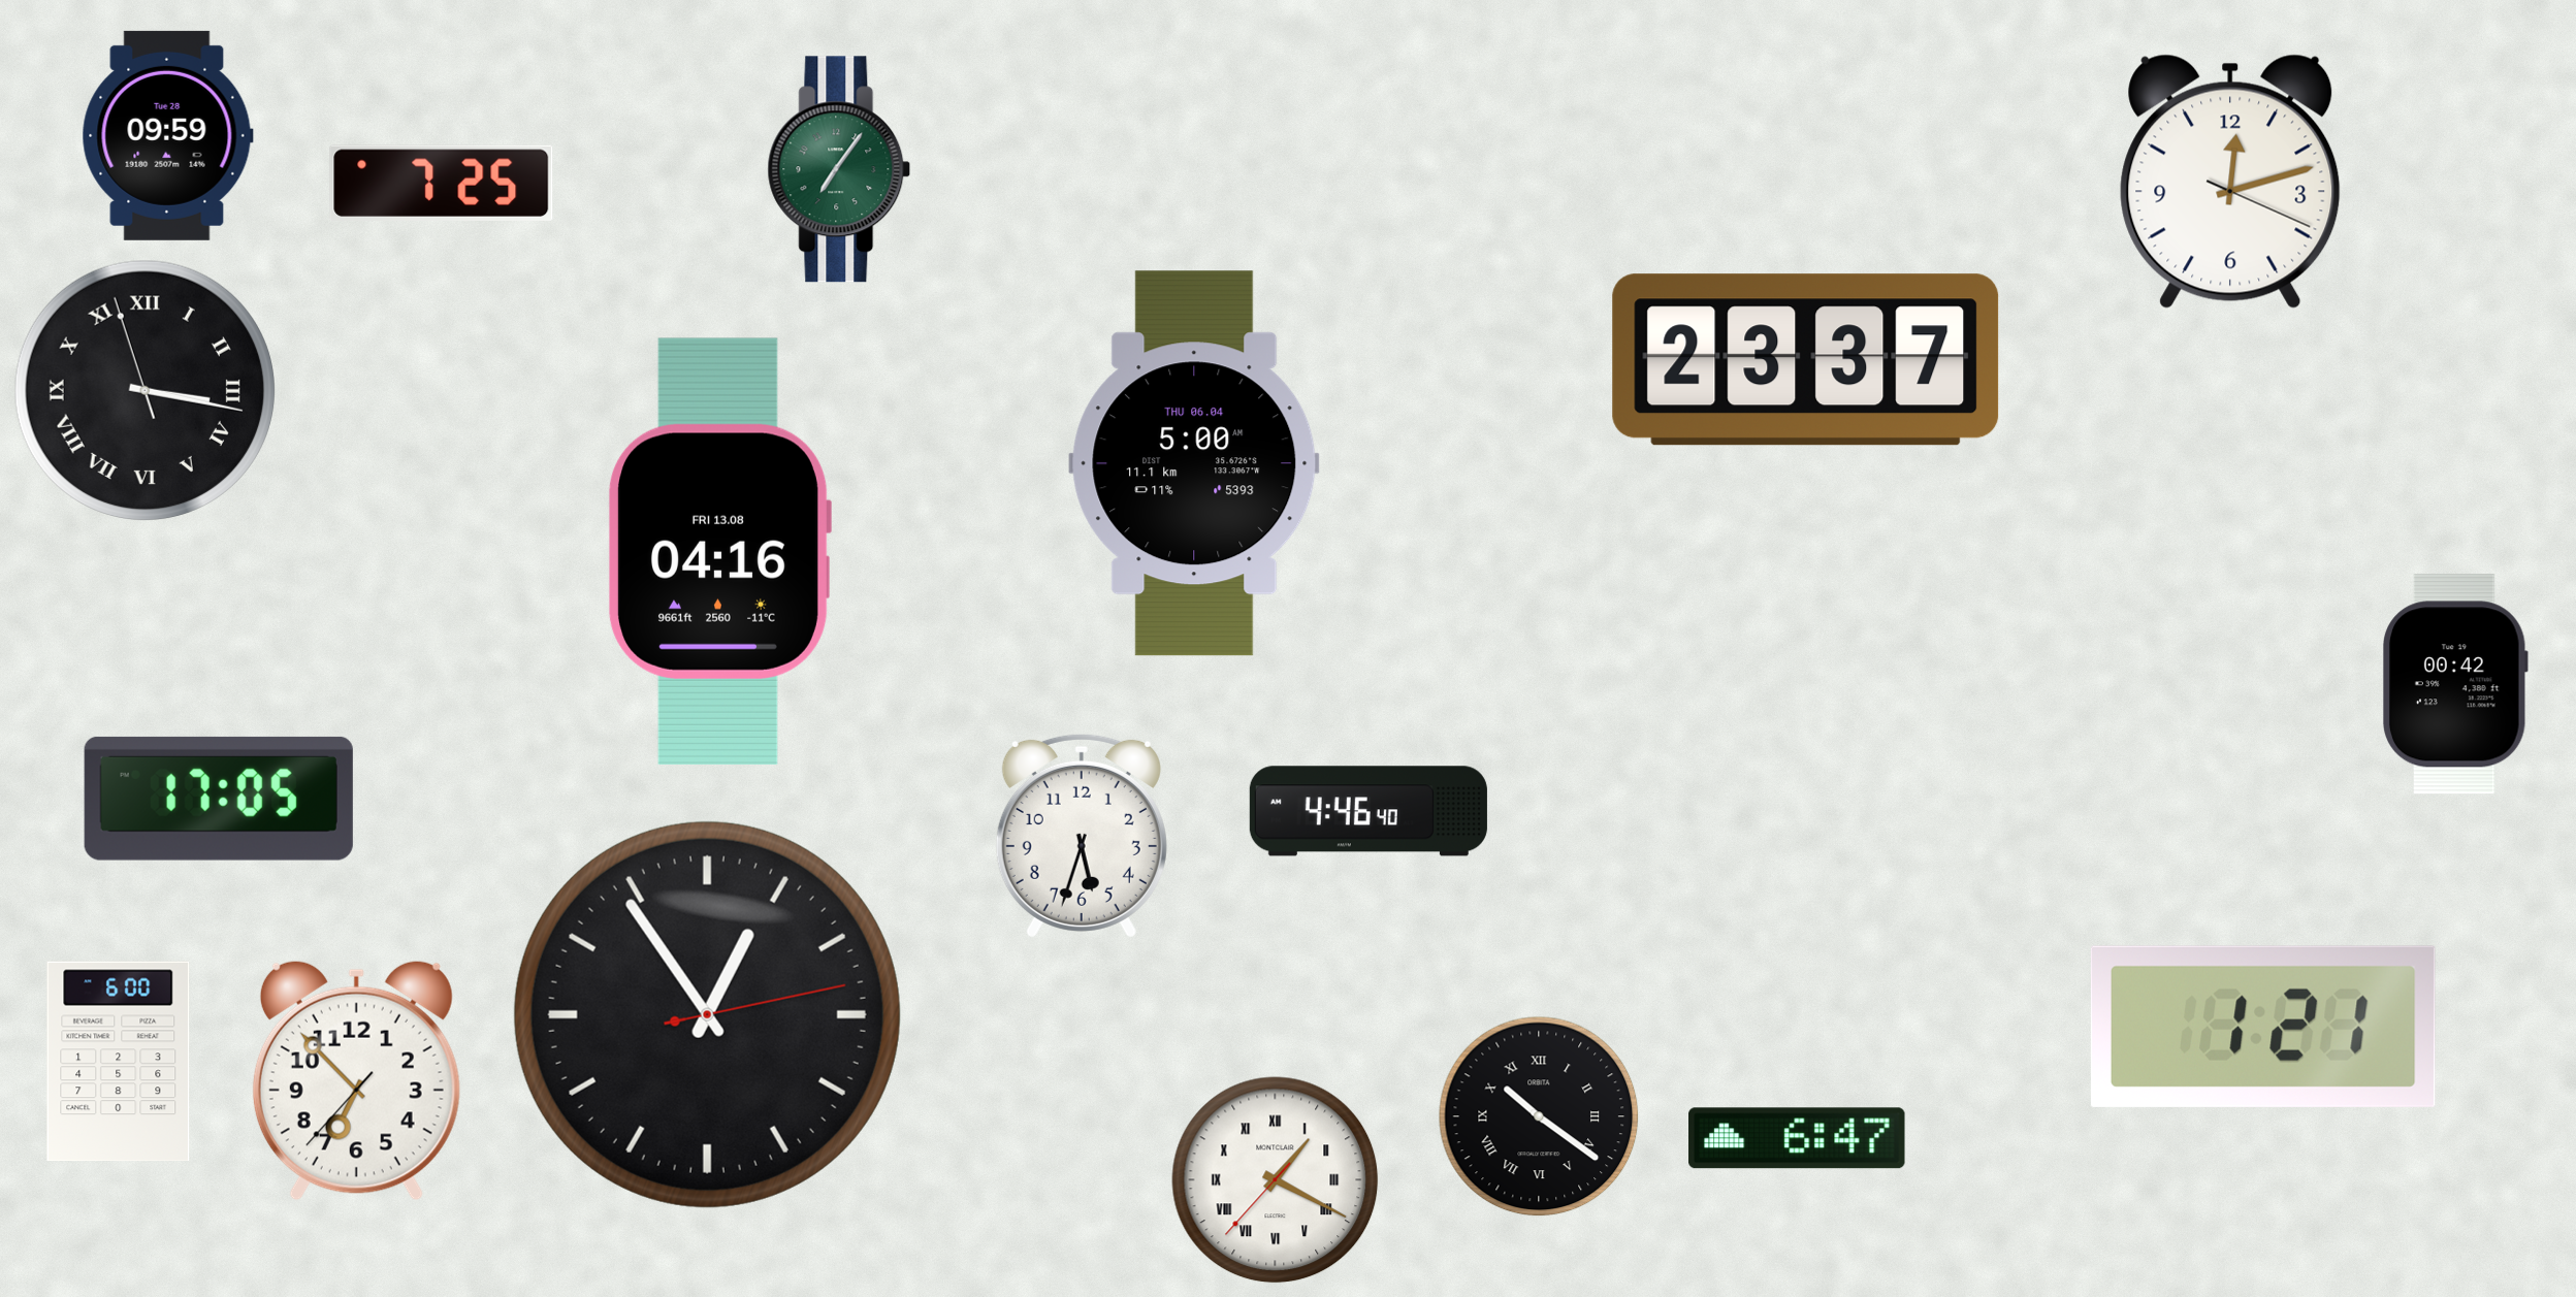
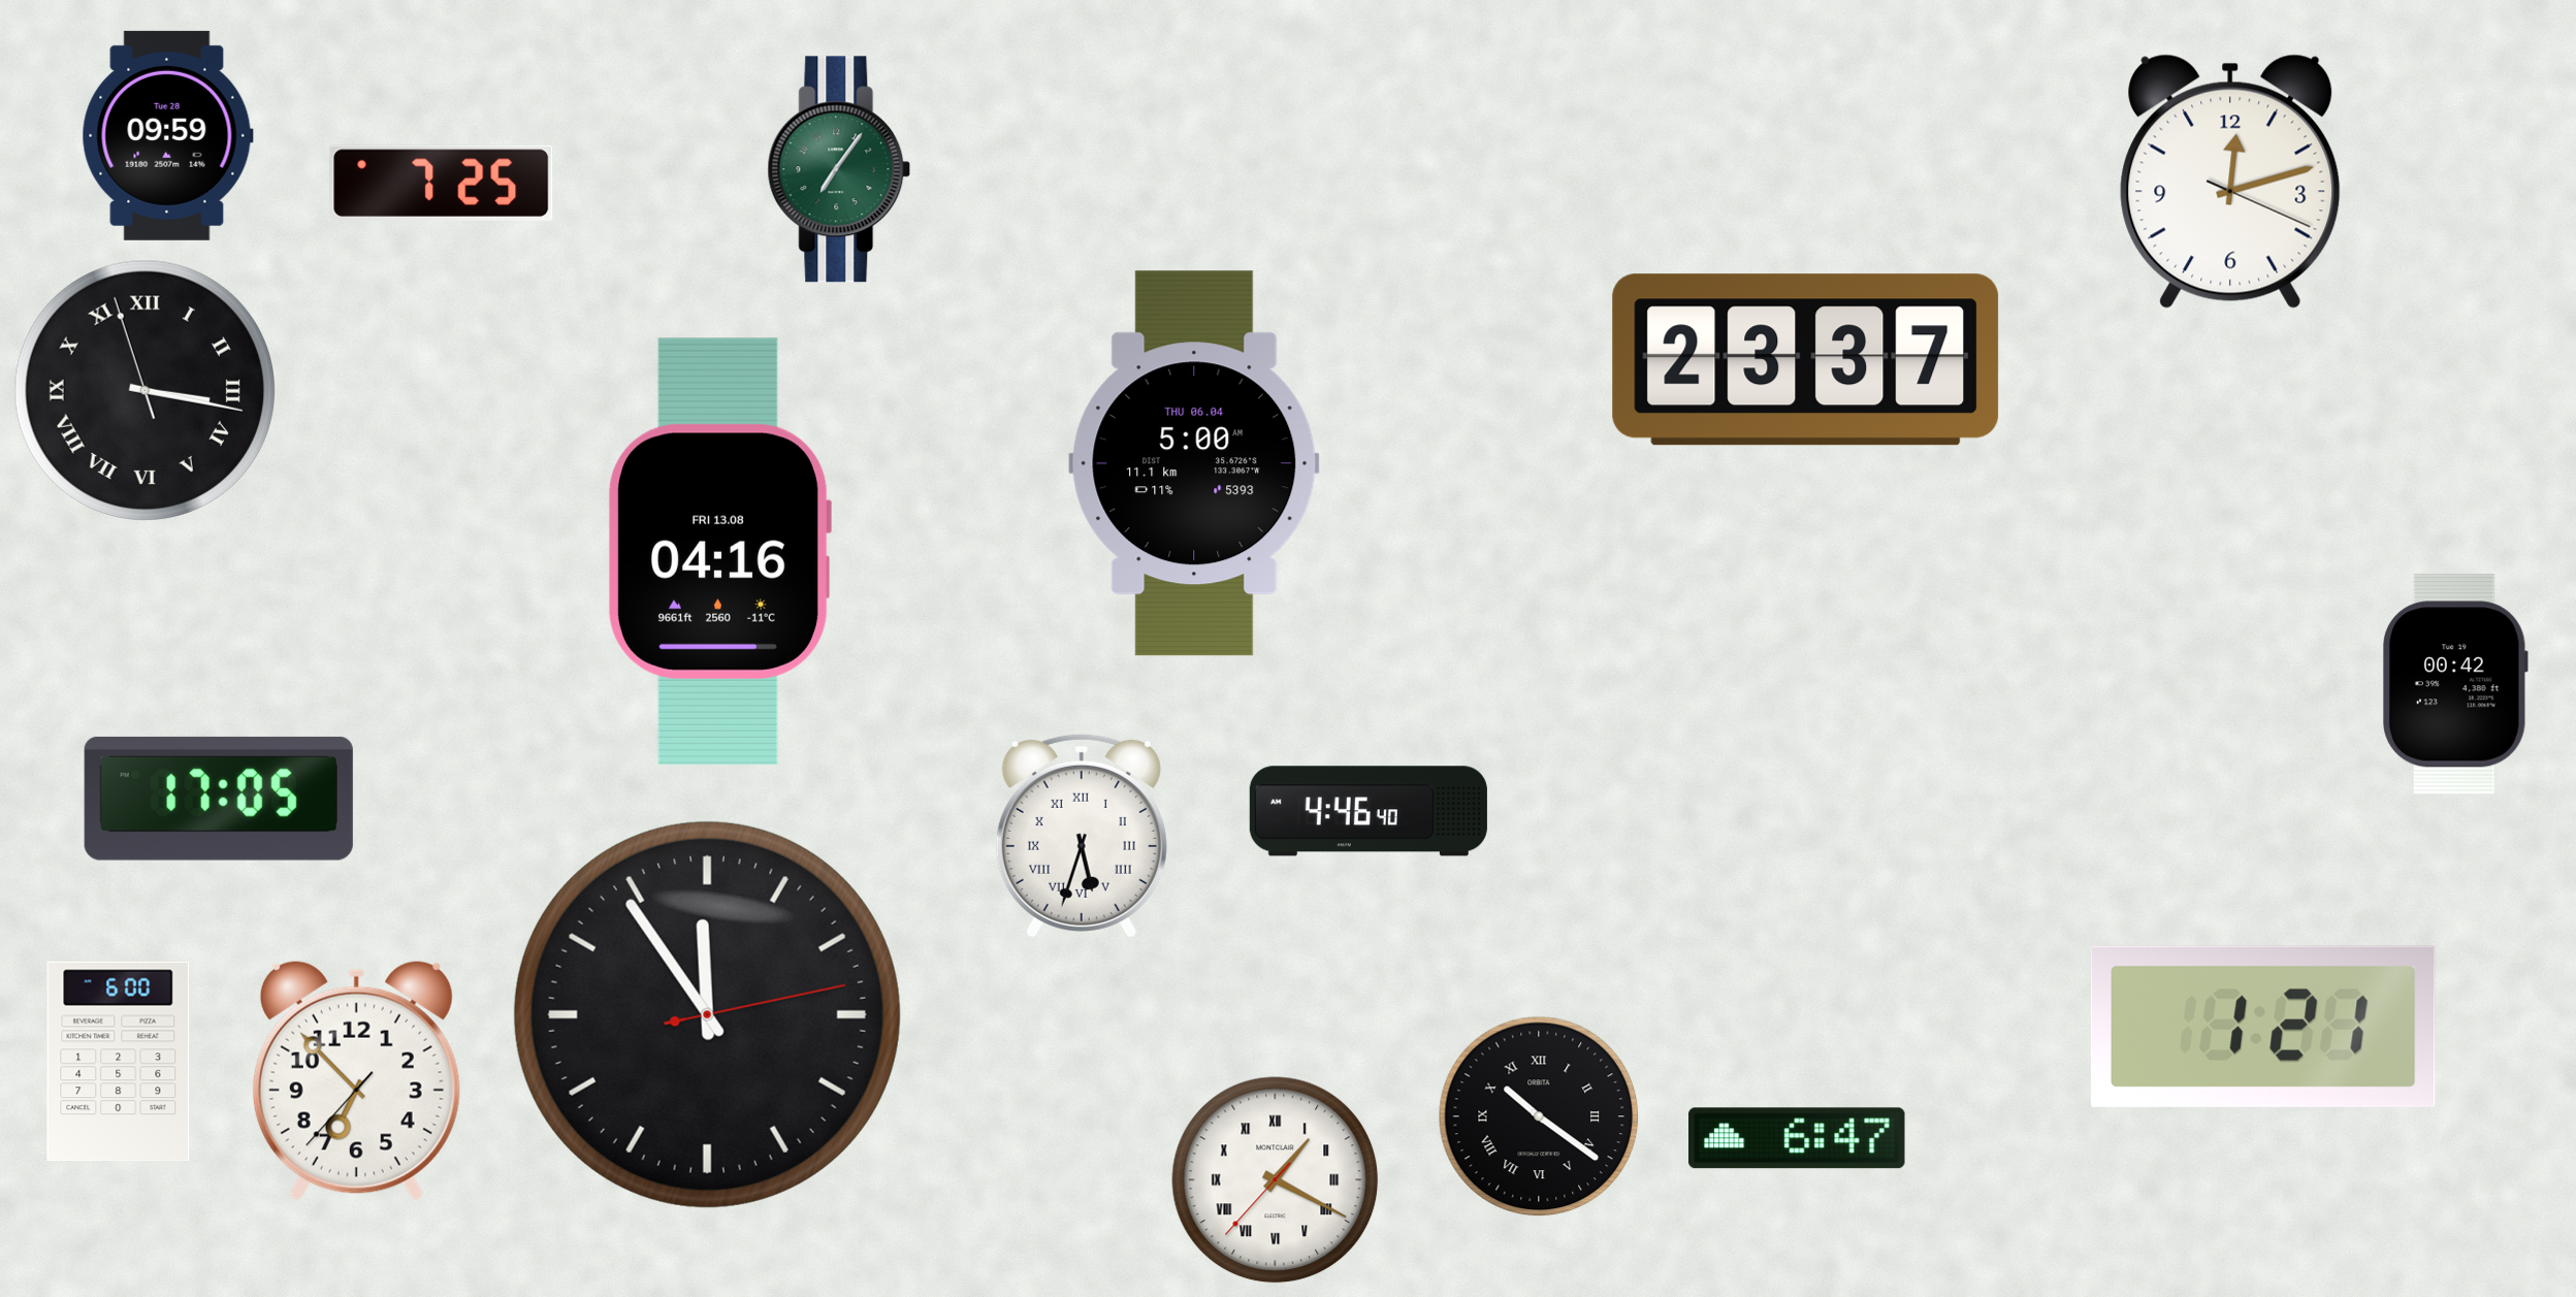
clock at (1082, 836) numerals: Arabic -> Roman
clock at (707, 1014): 12:54 -> 11:54
